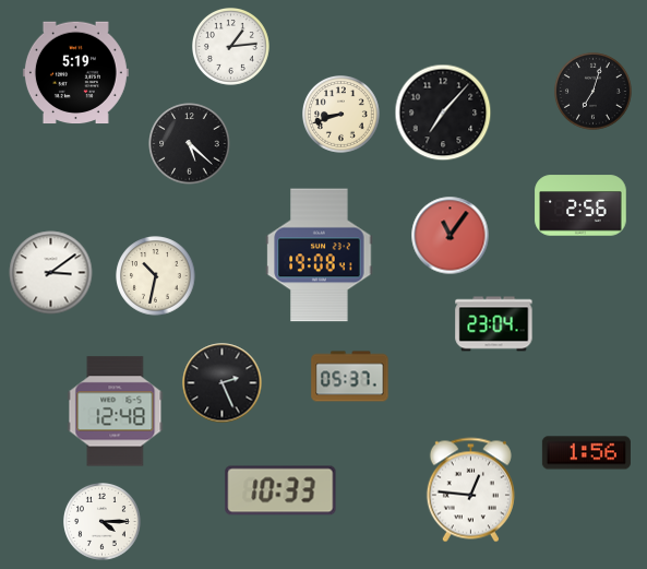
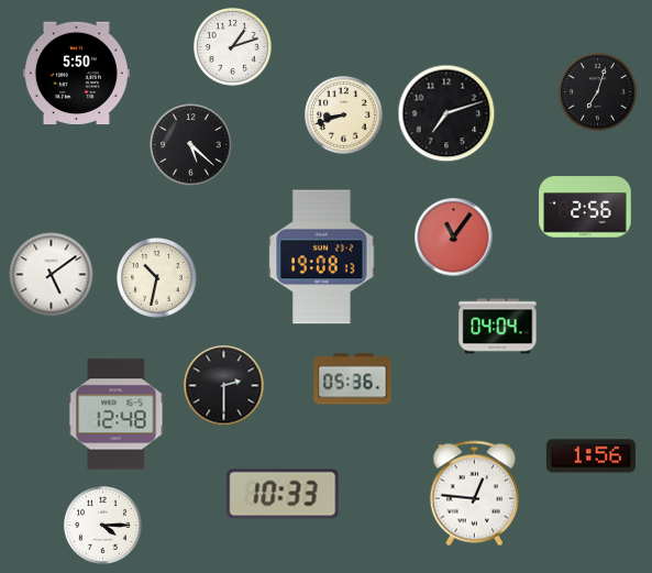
clock at (231, 47): 1:14 -> 1:12
clock at (75, 73): 5:19 -> 5:50
clock at (443, 112): 7:07 -> 7:12
clock at (320, 256): 19:08:41 -> 19:08:13
clock at (51, 273): 3:09 -> 5:09
clock at (494, 324): 23:04 -> 04:04
clock at (350, 377): 05:37 -> 05:36
clock at (223, 383): 2:26 -> 2:30
